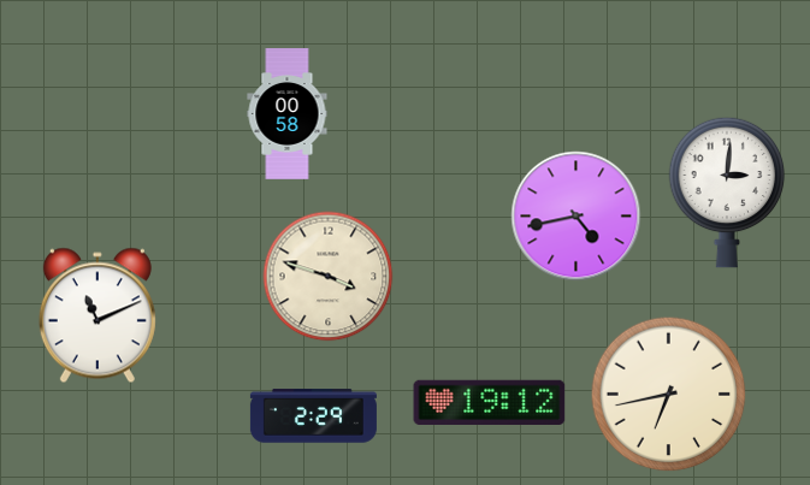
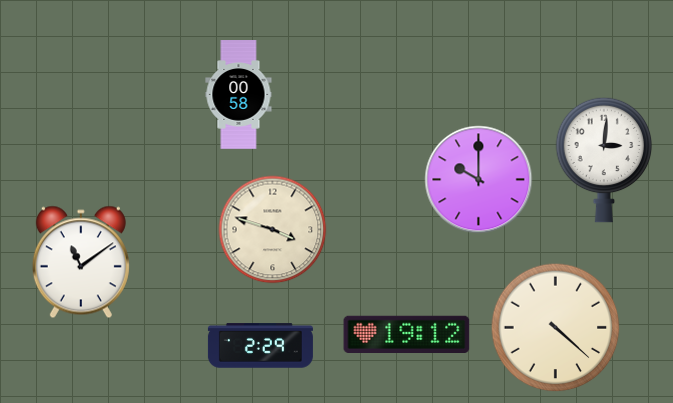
clock at (577, 217): 4:43 -> 10:00
clock at (97, 315): 11:11 -> 11:09
clock at (669, 395): 6:43 -> 4:22
